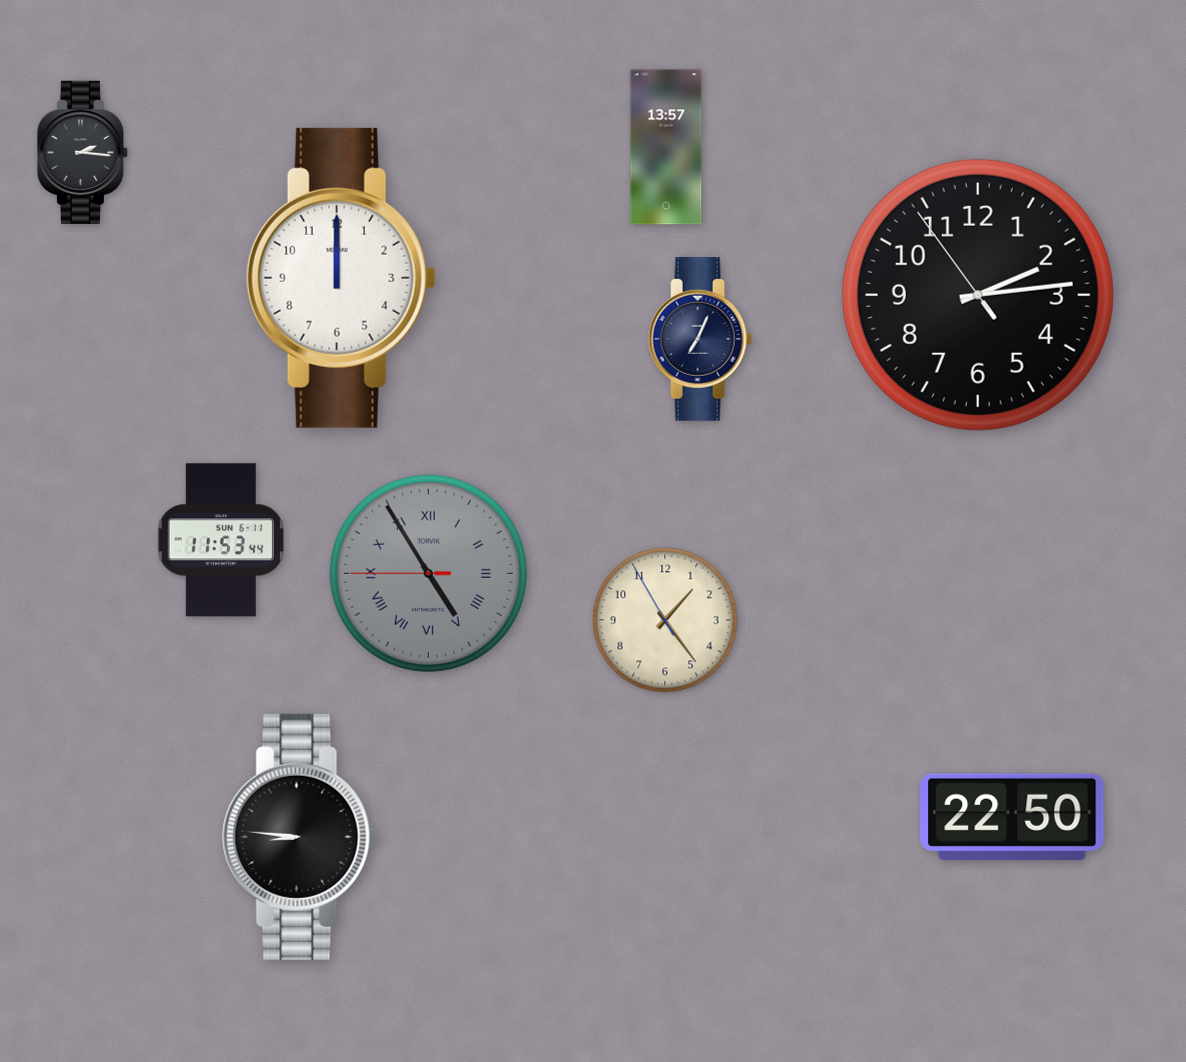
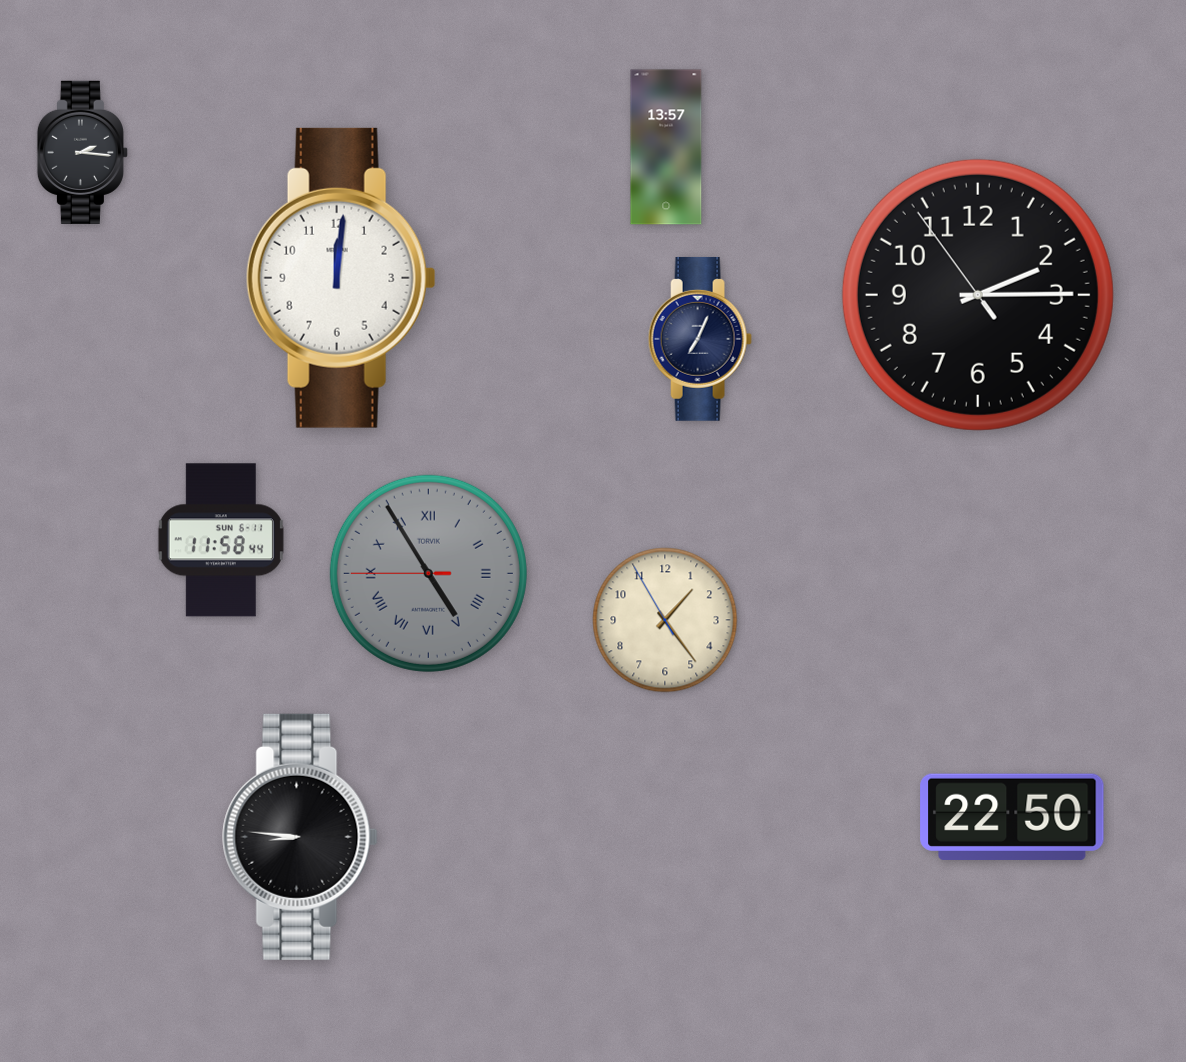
clock at (341, 278): 12:00 -> 12:01
clock at (978, 295): 2:13 -> 2:14
clock at (221, 540): 11:53 -> 11:58
